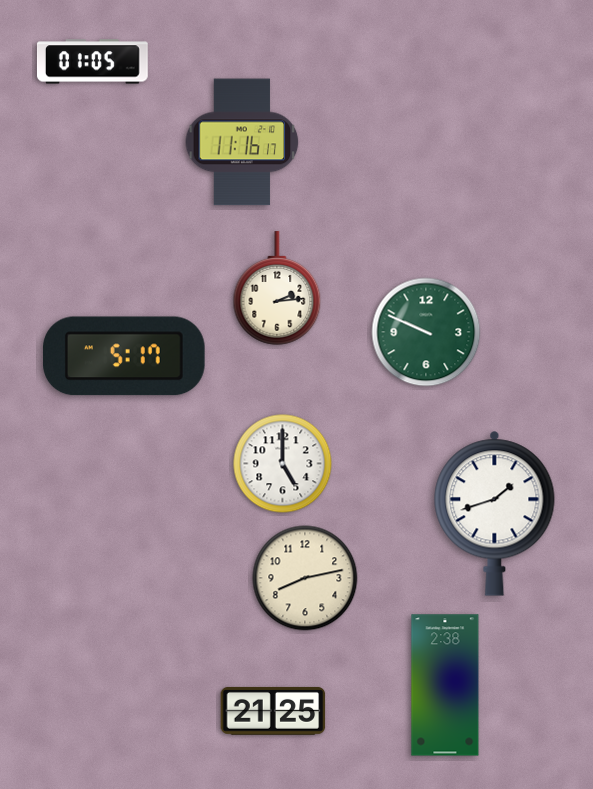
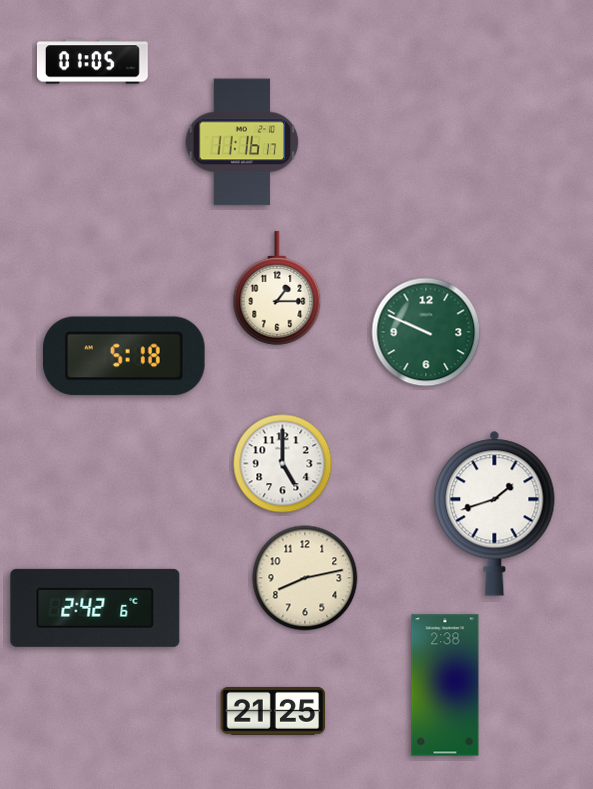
clock at (277, 288): 2:14 -> 1:15
clock at (125, 356): 5:17 -> 5:18
clock at (95, 608): none -> 2:42
